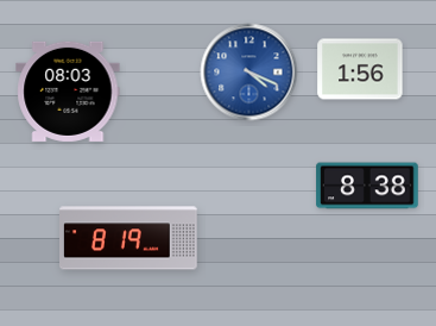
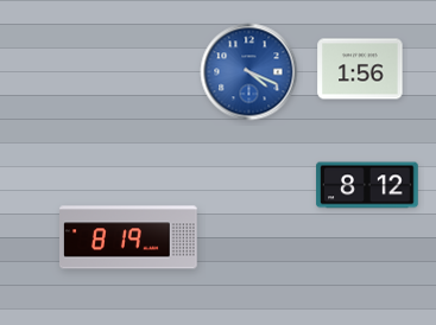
clock at (68, 92): 08:03 -> none
clock at (367, 186): 8:38 -> 8:12
